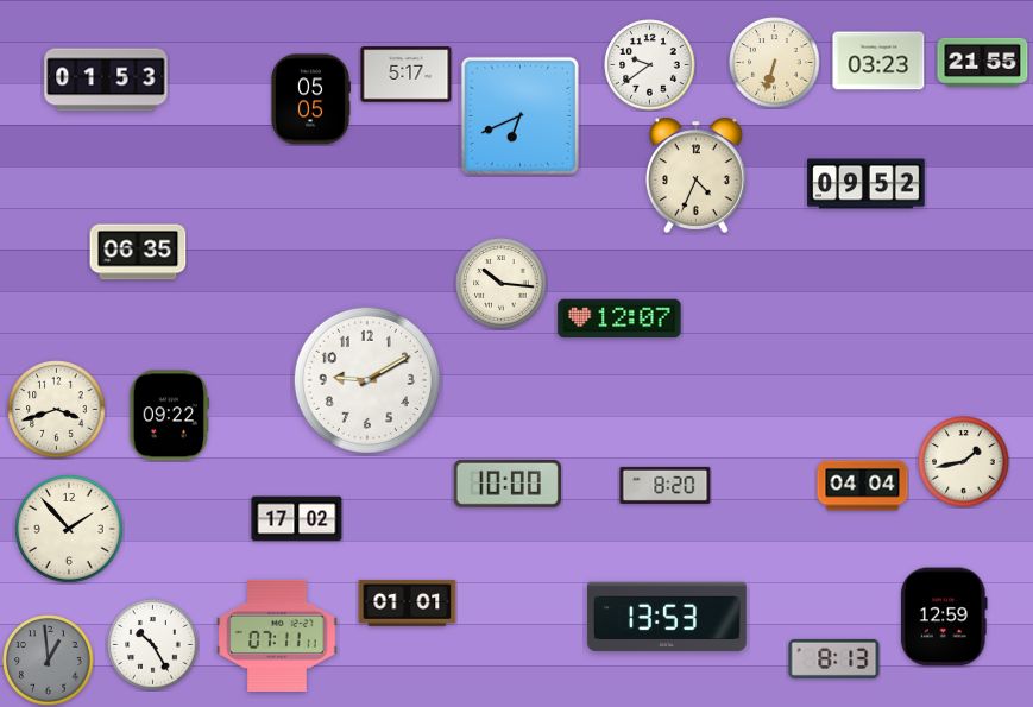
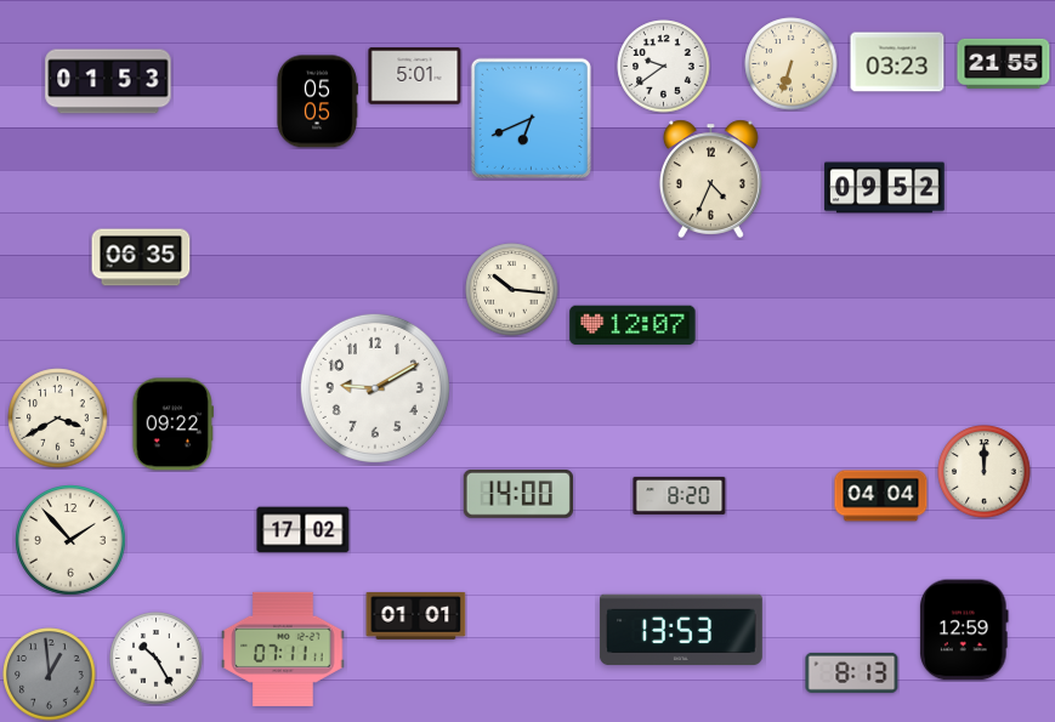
clock at (407, 75): 5:17 -> 5:01
clock at (57, 410): 3:42 -> 3:40
clock at (964, 462): 1:43 -> 12:00
clock at (508, 484): 10:00 -> 14:00
